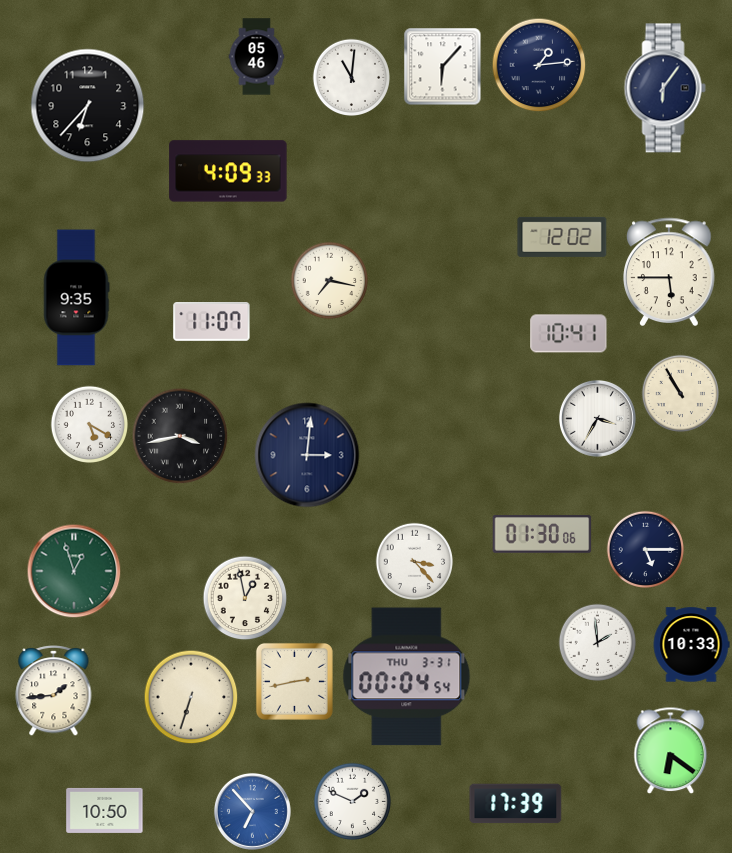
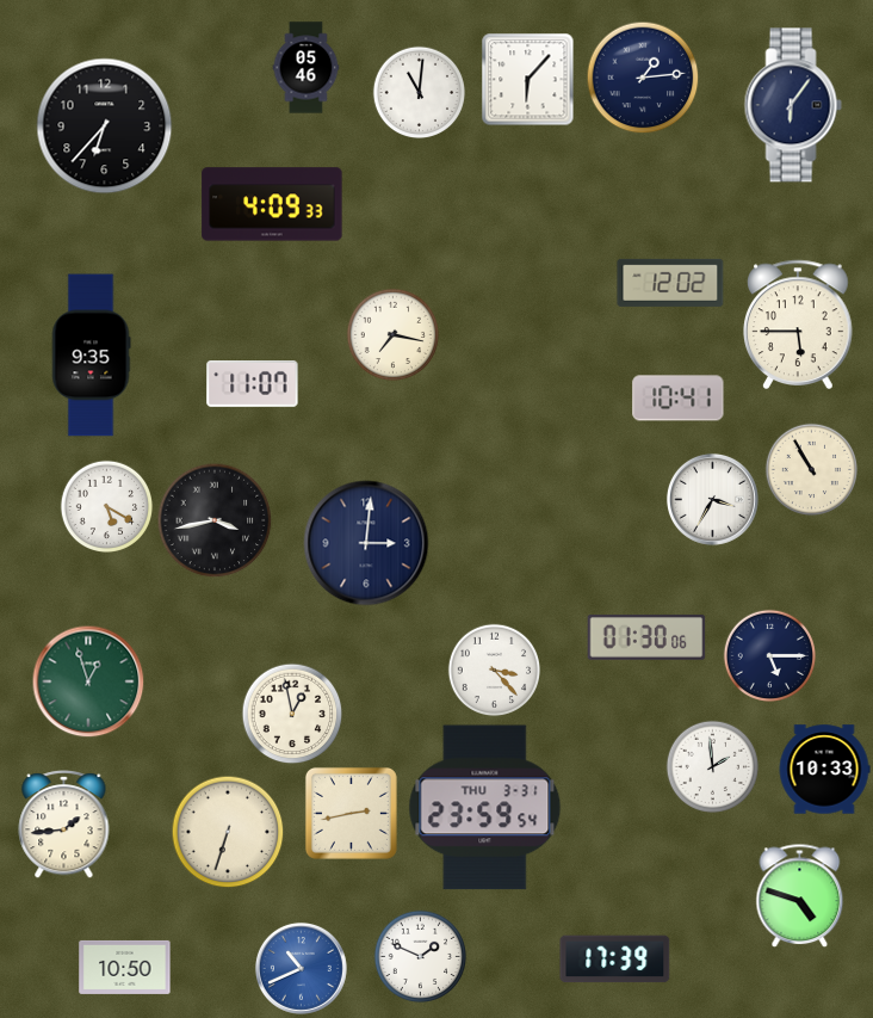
clock at (407, 677): 00:04 -> 23:59
clock at (671, 750): 6:21 -> 4:48
clock at (252, 811): 6:53 -> 10:41
